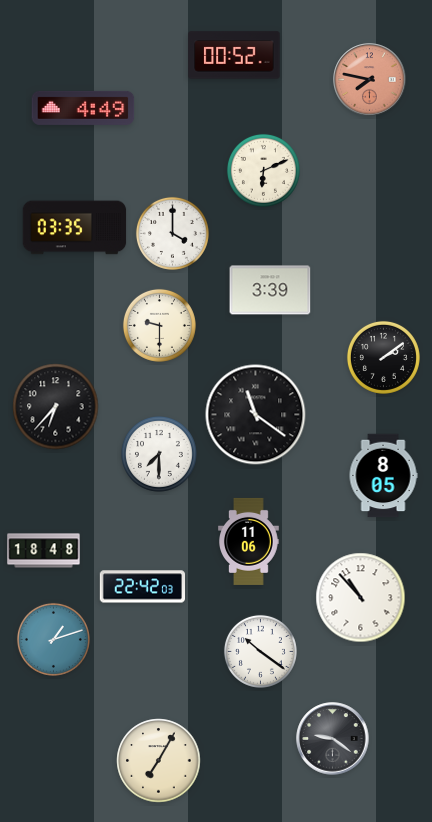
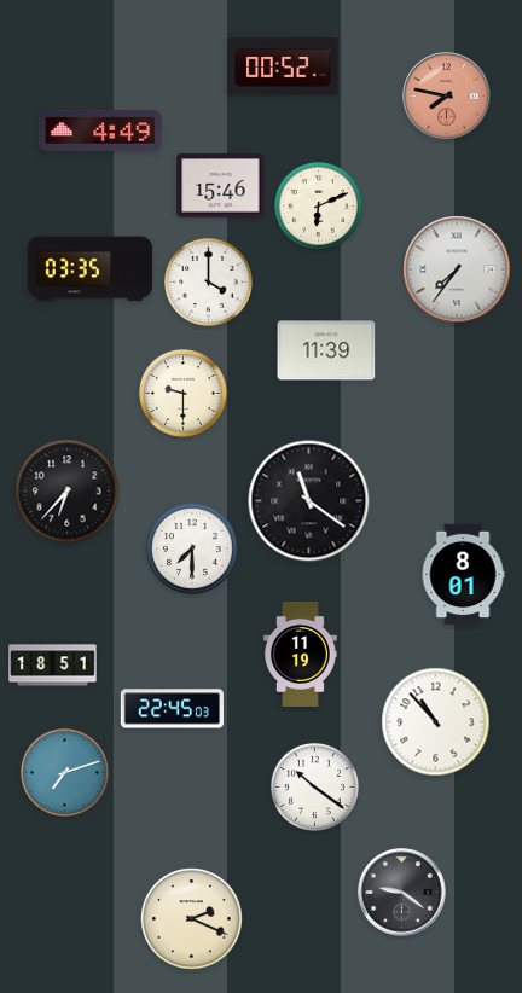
clock at (221, 186): none -> 15:46
clock at (457, 269): none -> 7:36
clock at (75, 228) position: (75, 228) -> (91, 269)
clock at (270, 290): 3:39 -> 11:39
clock at (159, 325) position: (159, 325) -> (182, 393)
clock at (383, 357): 2:09 -> none
clock at (383, 476): 8:05 -> 8:01
clock at (249, 541): 11:06 -> 11:19
clock at (44, 551): 18:48 -> 18:51
clock at (142, 587): 22:42 -> 22:45
clock at (53, 639): 1:12 -> 7:12
clock at (159, 761): 7:05 -> 2:19
